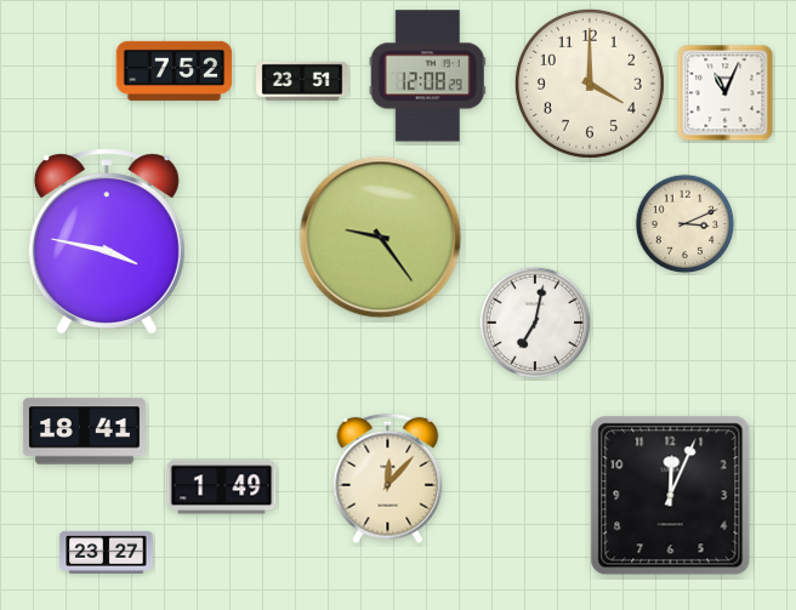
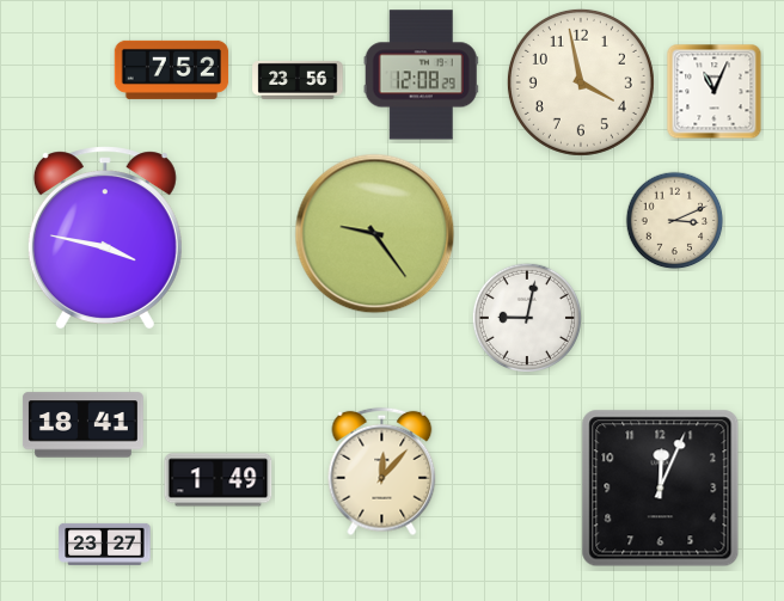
clock at (302, 81): 23:51 -> 23:56
clock at (590, 84): 4:00 -> 3:58
clock at (534, 321): 7:02 -> 9:02
